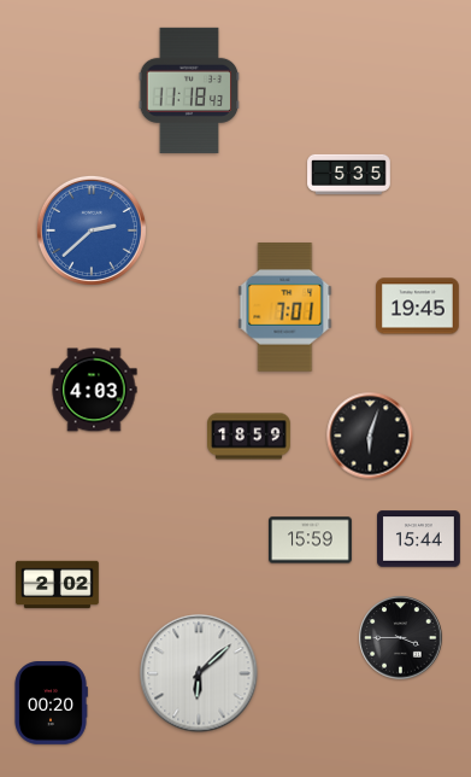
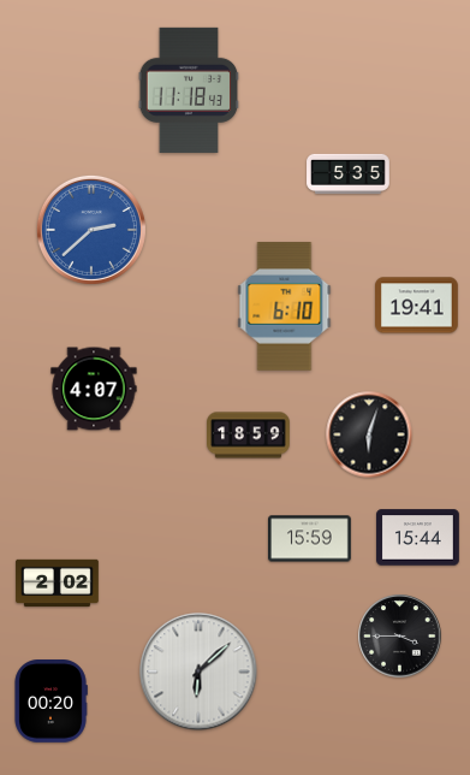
clock at (418, 306): 19:45 -> 19:41
clock at (285, 308): 7:01 -> 6:10
clock at (94, 390): 4:03 -> 4:07
